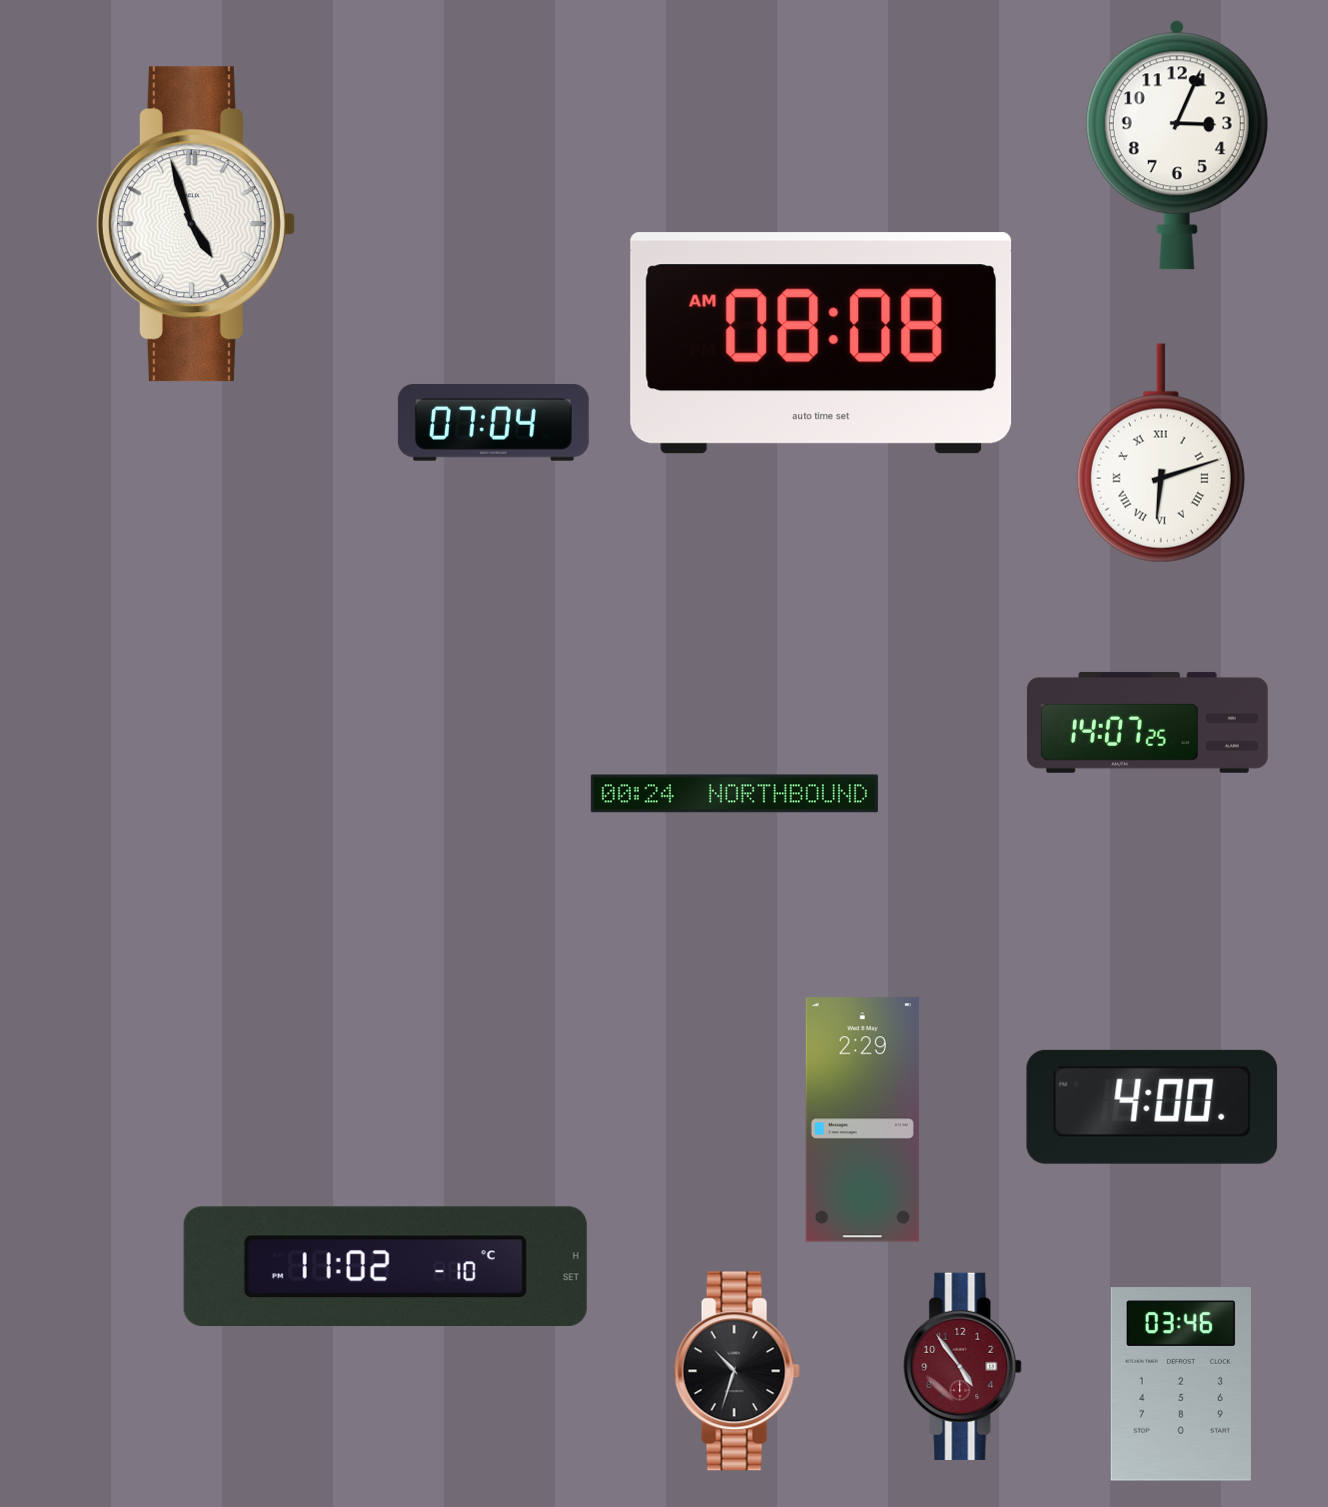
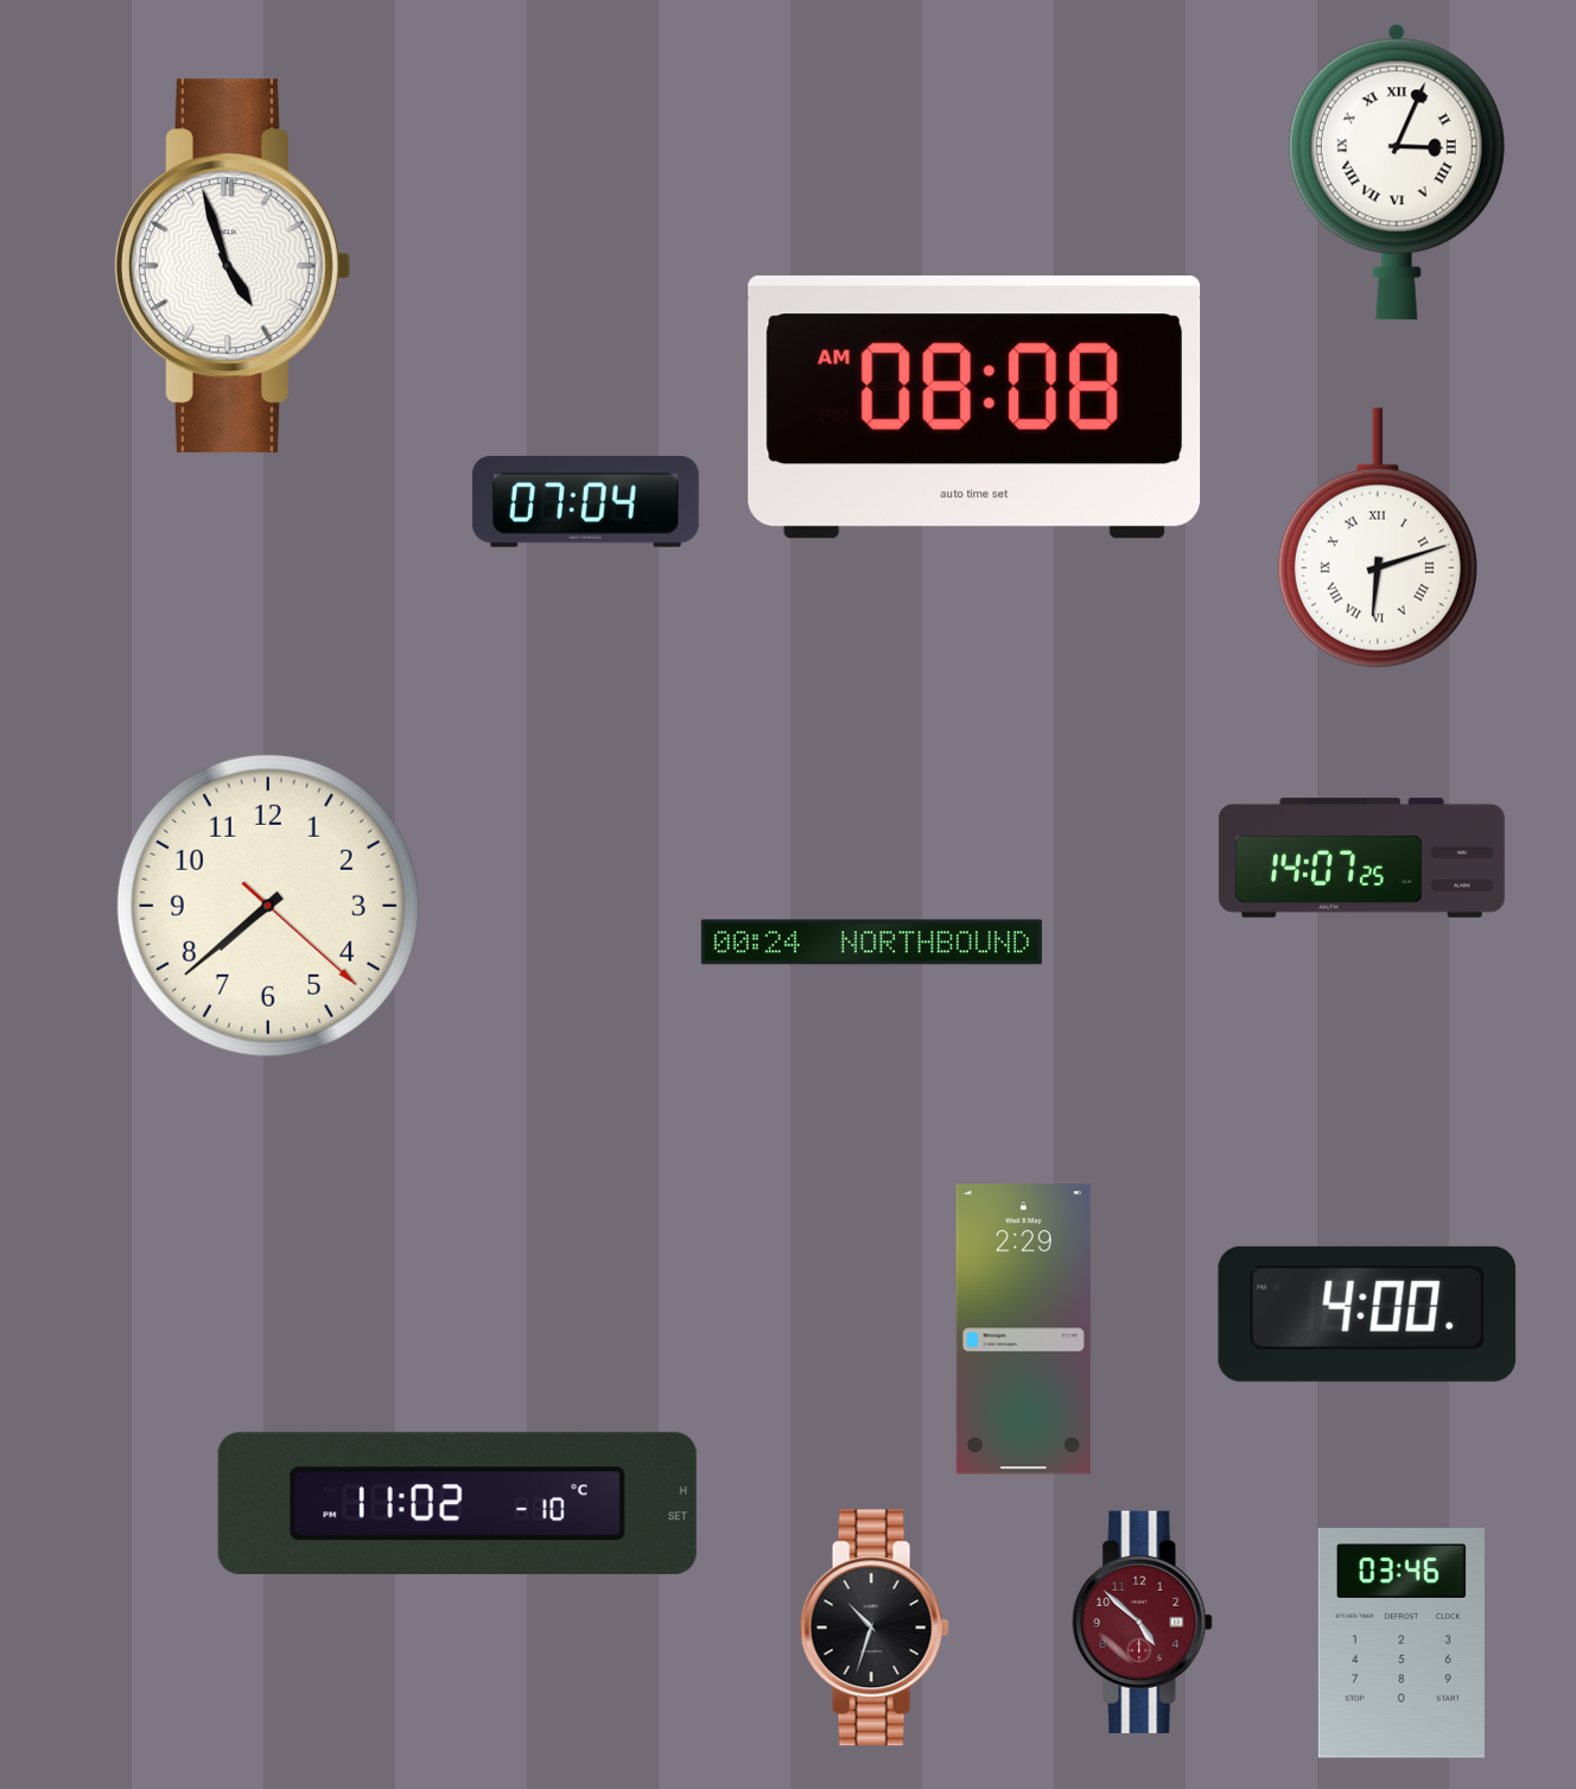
clock at (1177, 145) numerals: Arabic -> Roman
clock at (268, 906): none -> 7:38
clock at (963, 1366): 4:54 -> 4:52
